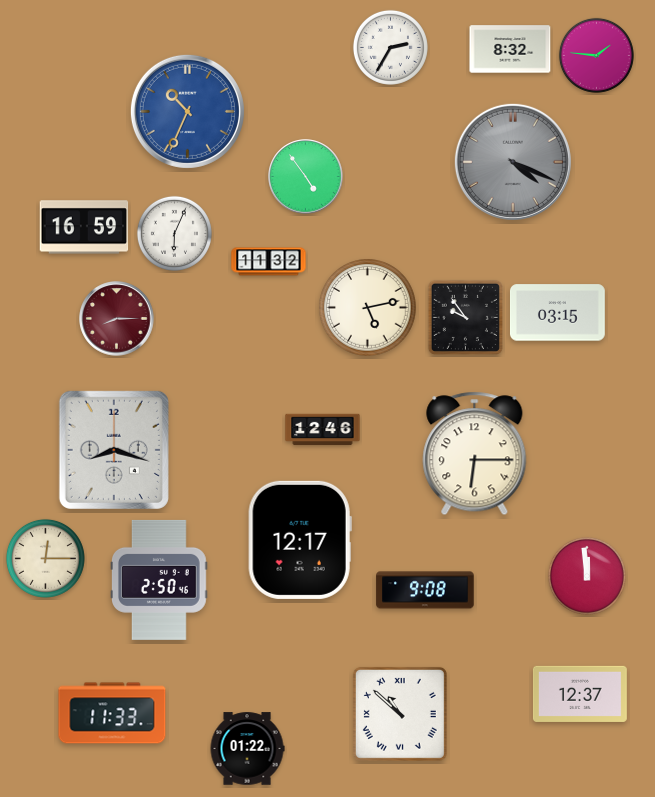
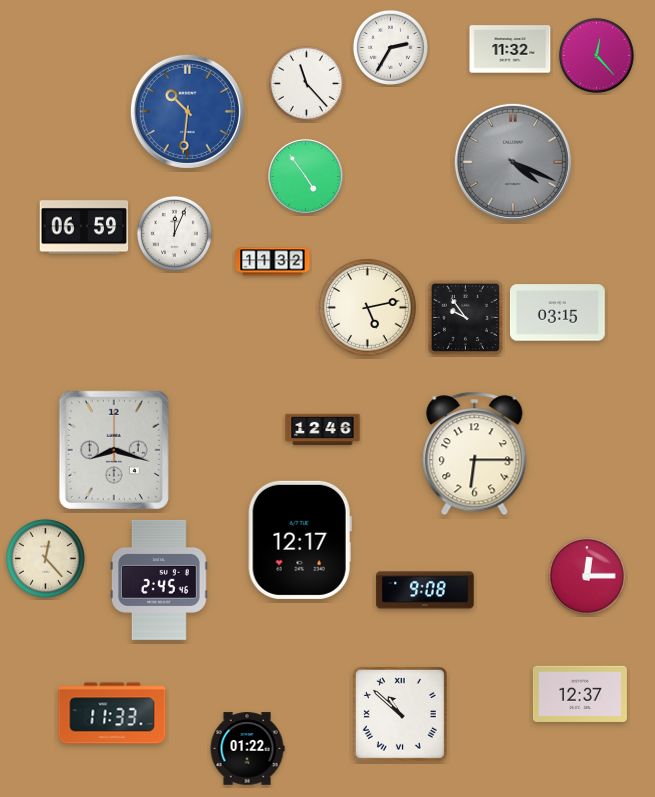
clock at (510, 49): 8:32 -> 11:32
clock at (596, 55): 1:46 -> 12:23
clock at (306, 83): none -> 11:23
clock at (187, 111): 10:34 -> 10:31
clock at (84, 227): 16:59 -> 06:59
clock at (174, 233): 6:04 -> 12:04
clock at (269, 262) position: (269, 262) -> (273, 262)
clock at (117, 319): 8:15 -> none
clock at (45, 558): 12:15 -> 12:23
clock at (587, 576): 11:59 -> 12:15
clock at (160, 580): 2:50 -> 2:45
